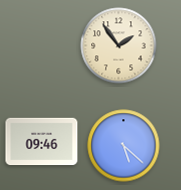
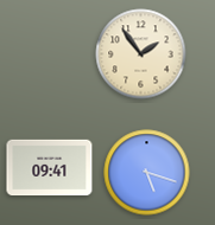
clock at (42, 142): 09:46 -> 09:41
clock at (124, 146): 5:22 -> 5:18
